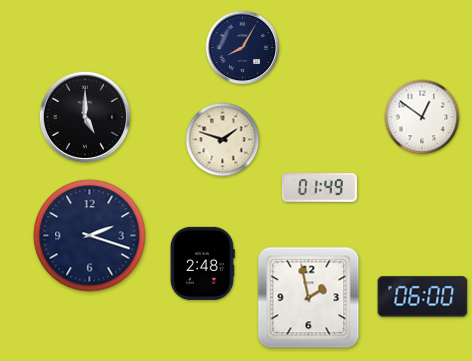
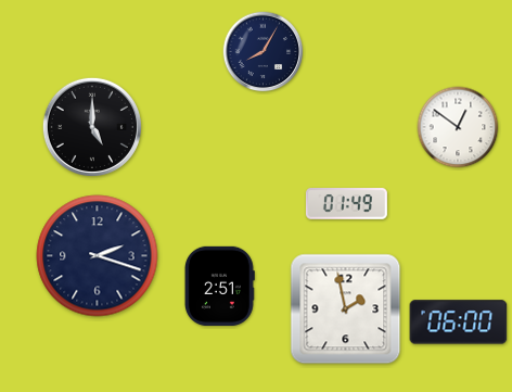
clock at (223, 140): 1:48 -> none
clock at (202, 263): 2:48 -> 2:51
clock at (309, 298) position: (309, 298) -> (346, 309)
